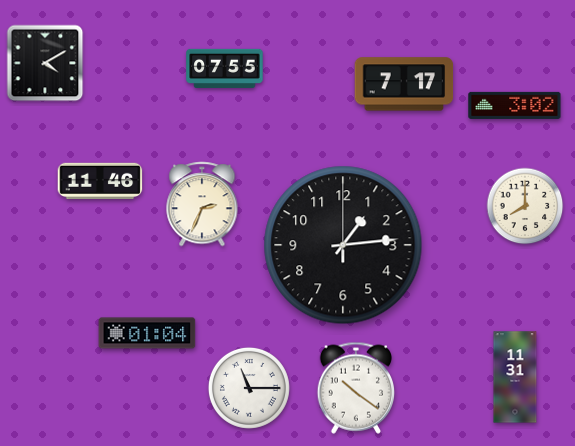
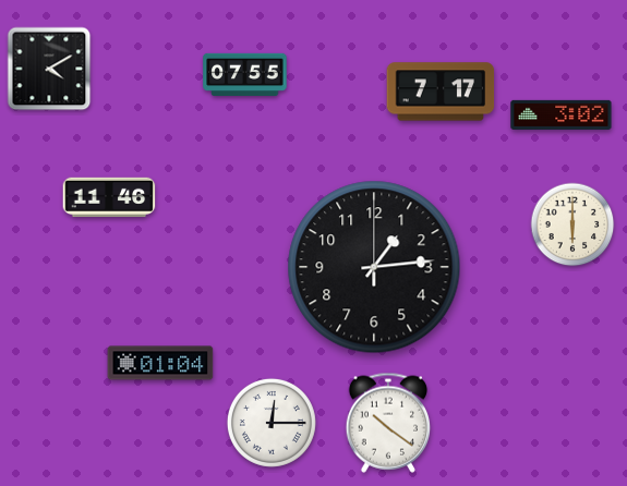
clock at (202, 204): 2:34 -> none
clock at (525, 206): 8:00 -> 6:00
clock at (515, 377): 11:31 -> none
clock at (249, 388): 11:15 -> 12:15
